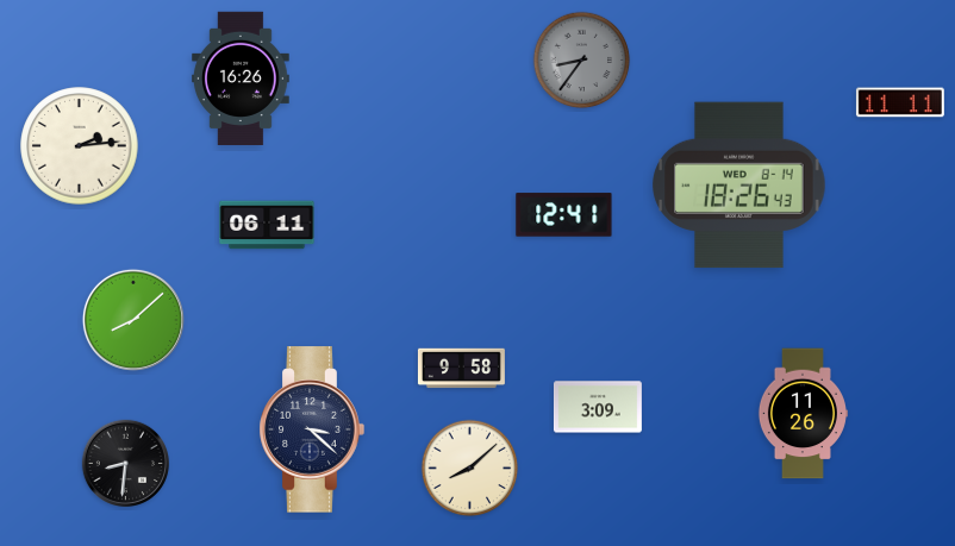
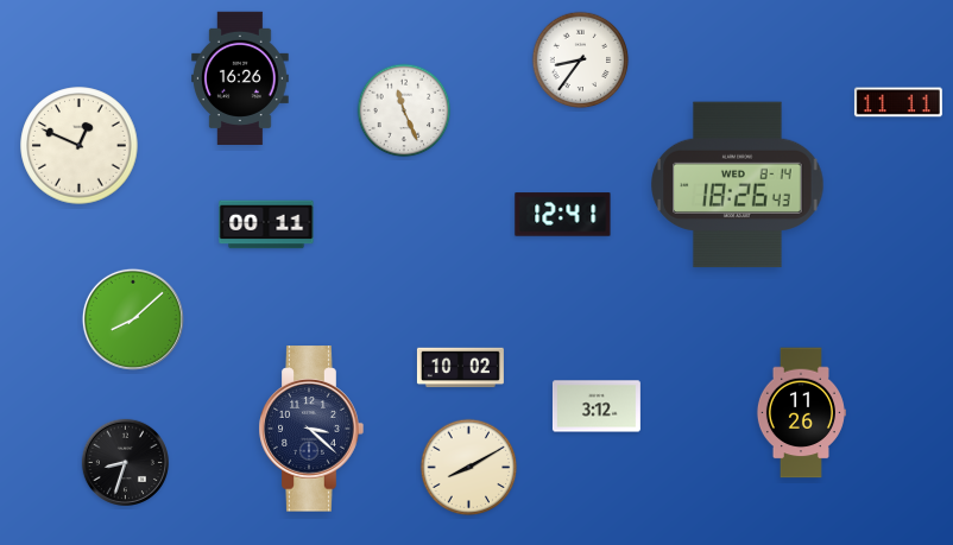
clock at (582, 61) dial: grey -> white
clock at (404, 110): none -> 11:26
clock at (80, 146): 2:14 -> 12:49
clock at (267, 225): 06:11 -> 00:11
clock at (461, 369): 9:58 -> 10:02
clock at (598, 407): 3:09 -> 3:12
clock at (125, 463): 8:31 -> 8:33
clock at (470, 469): 8:08 -> 8:10
